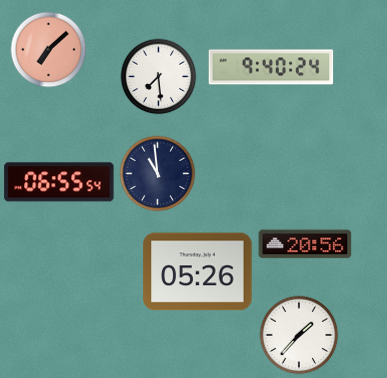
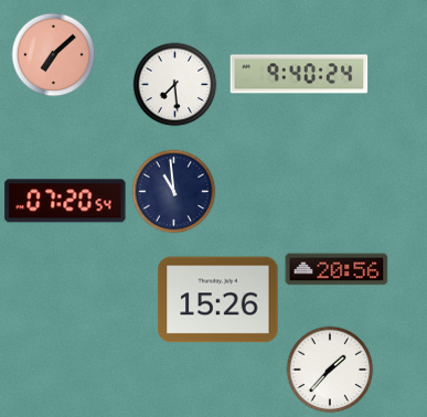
clock at (59, 182): 06:55 -> 07:20
clock at (198, 272): 05:26 -> 15:26
